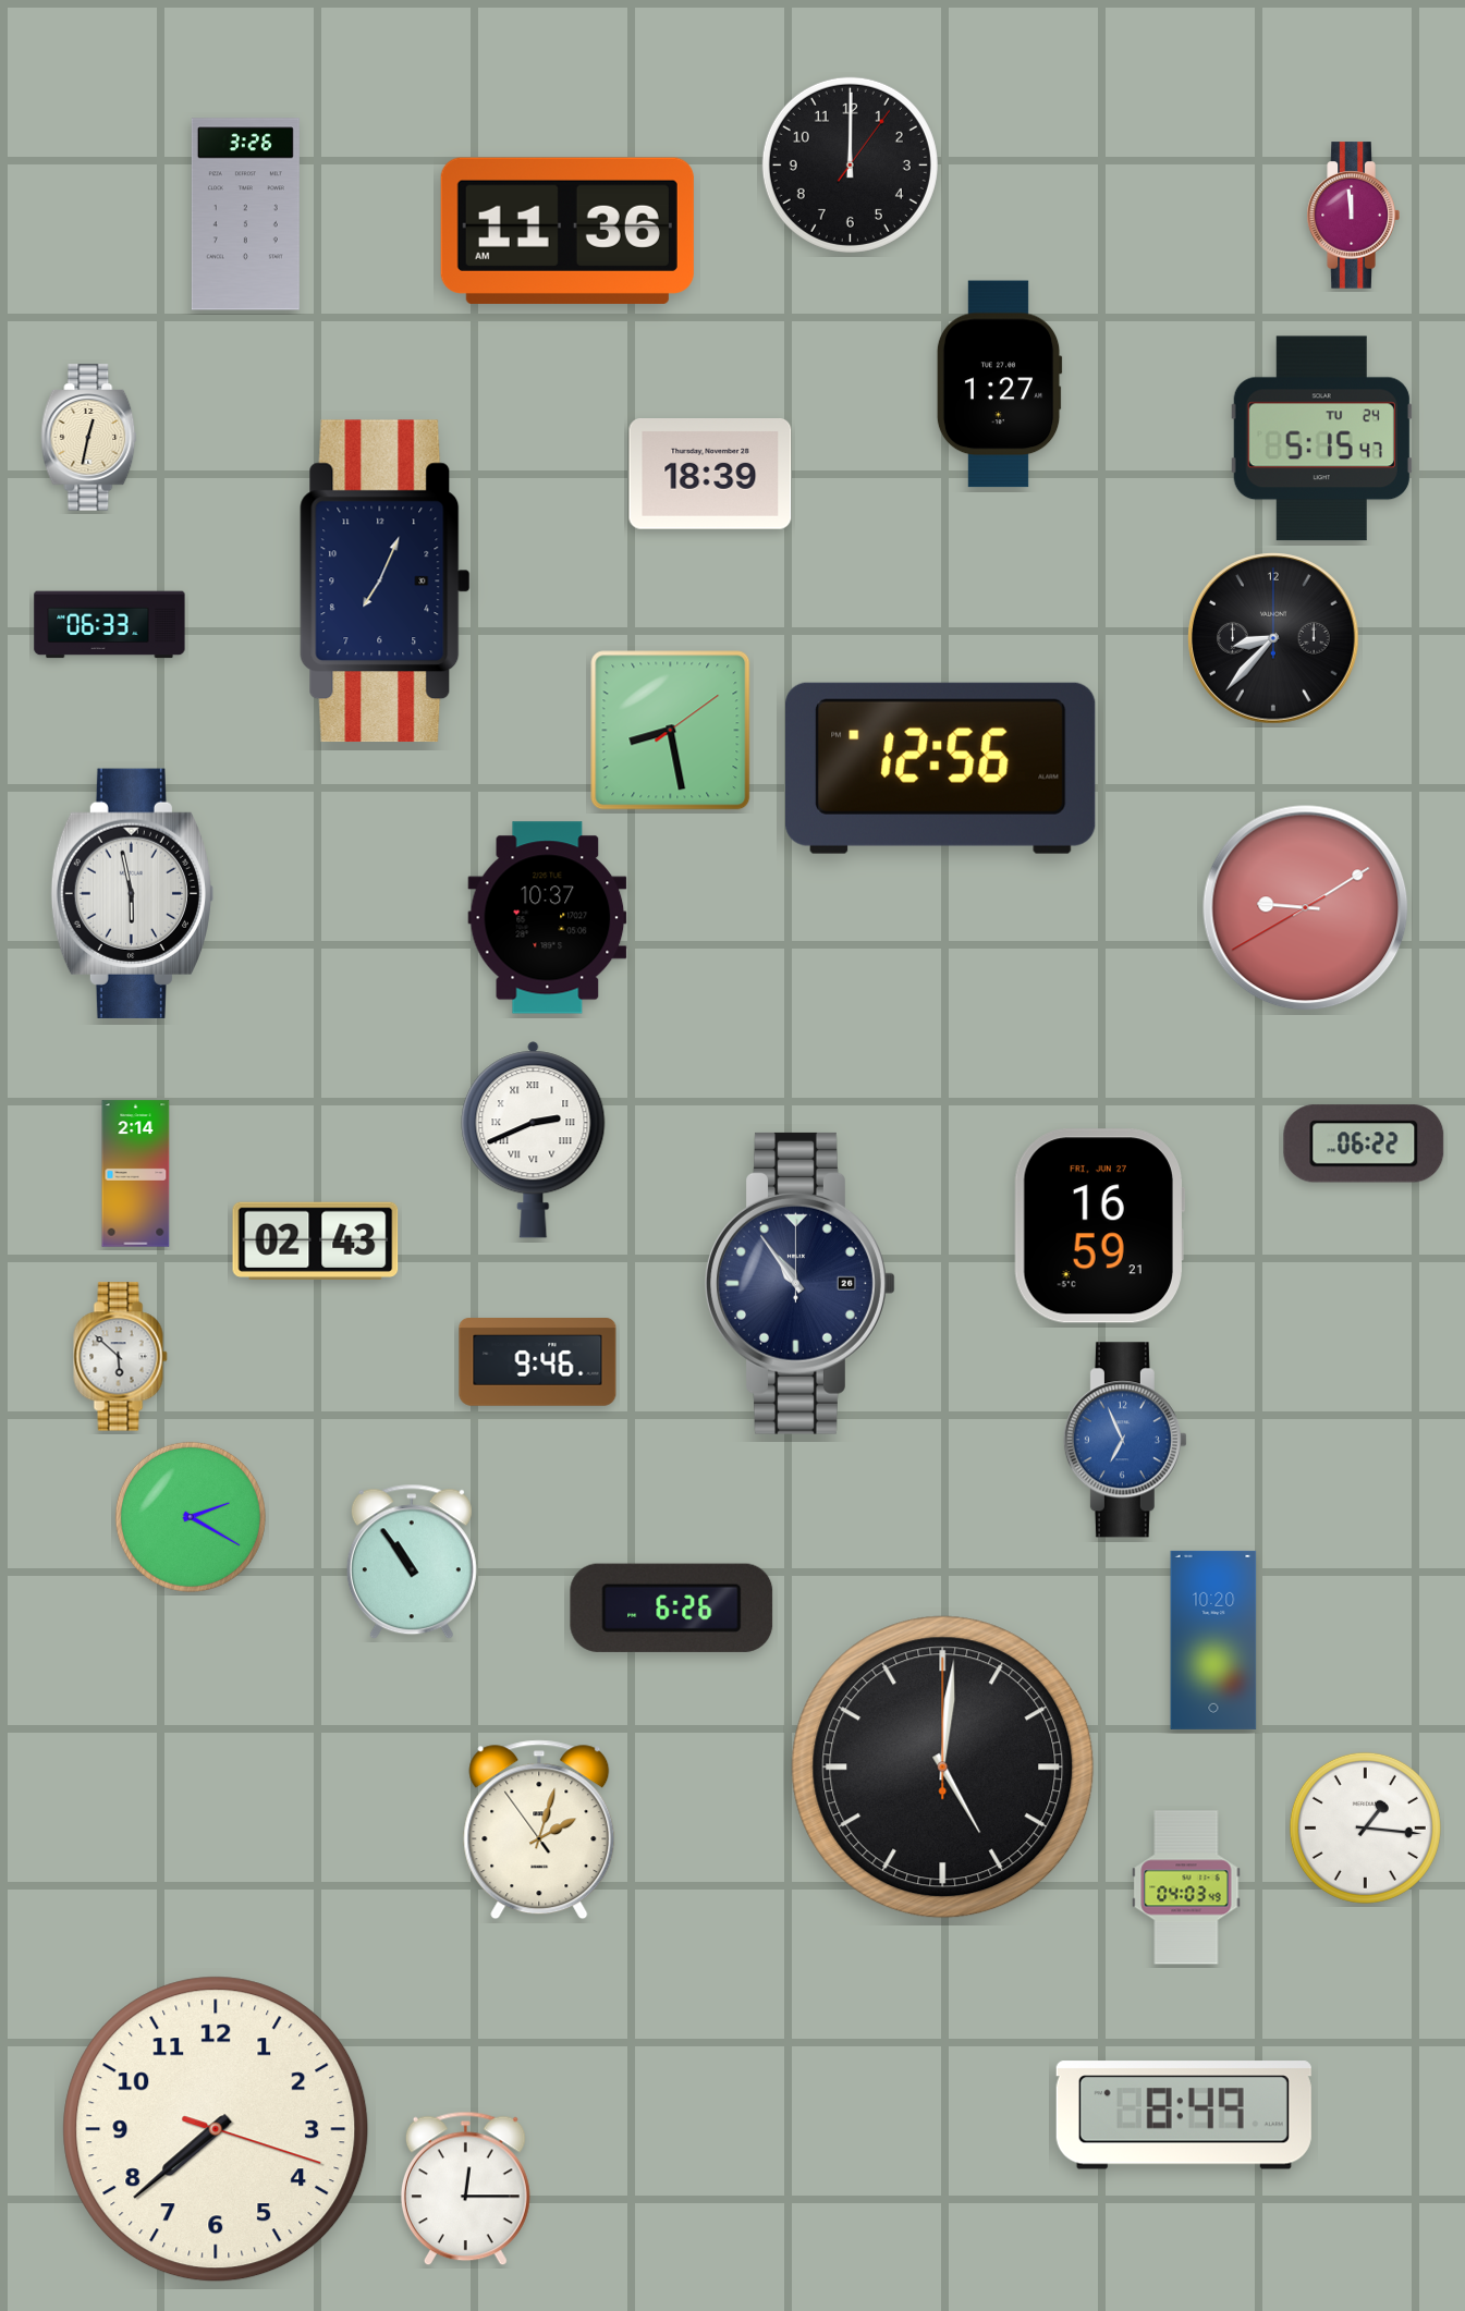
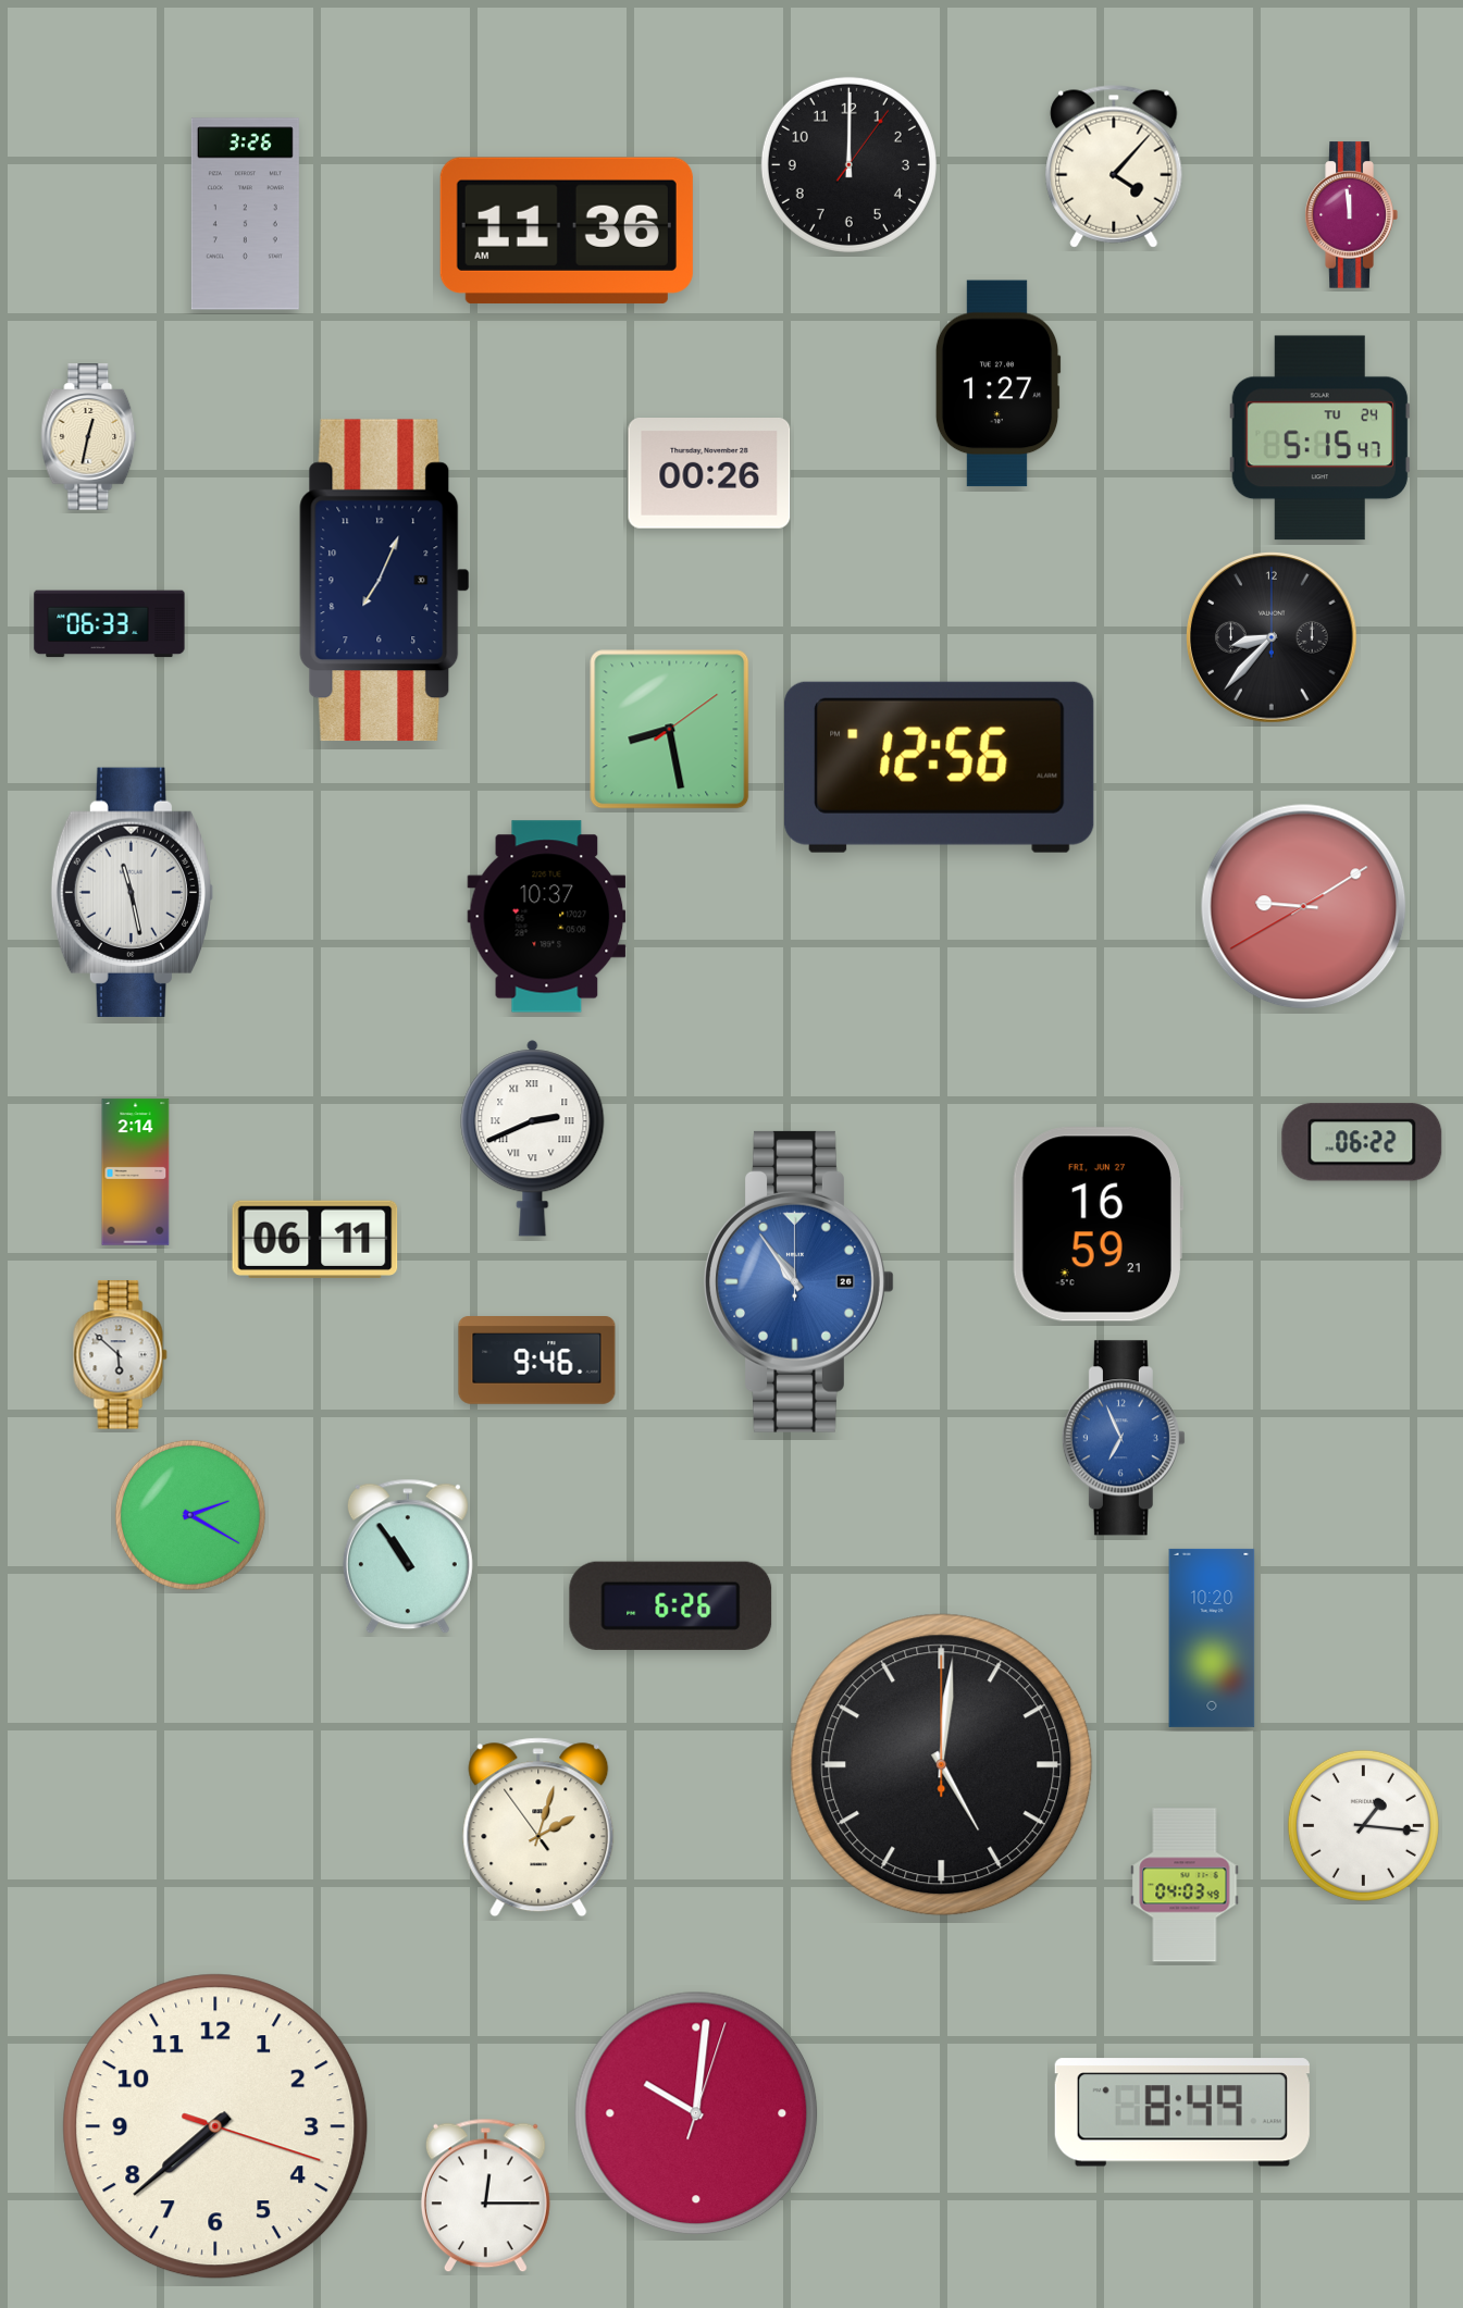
clock at (1114, 166): none -> 4:07
clock at (710, 474): 18:39 -> 00:26
clock at (132, 893): 5:58 -> 11:28
clock at (316, 1240): 02:43 -> 06:11
clock at (801, 1283) dial: navy -> blue
clock at (412, 1562) position: (412, 1562) -> (408, 1556)
clock at (696, 2113): none -> 10:01
clock at (465, 2189) position: (465, 2189) -> (485, 2196)
